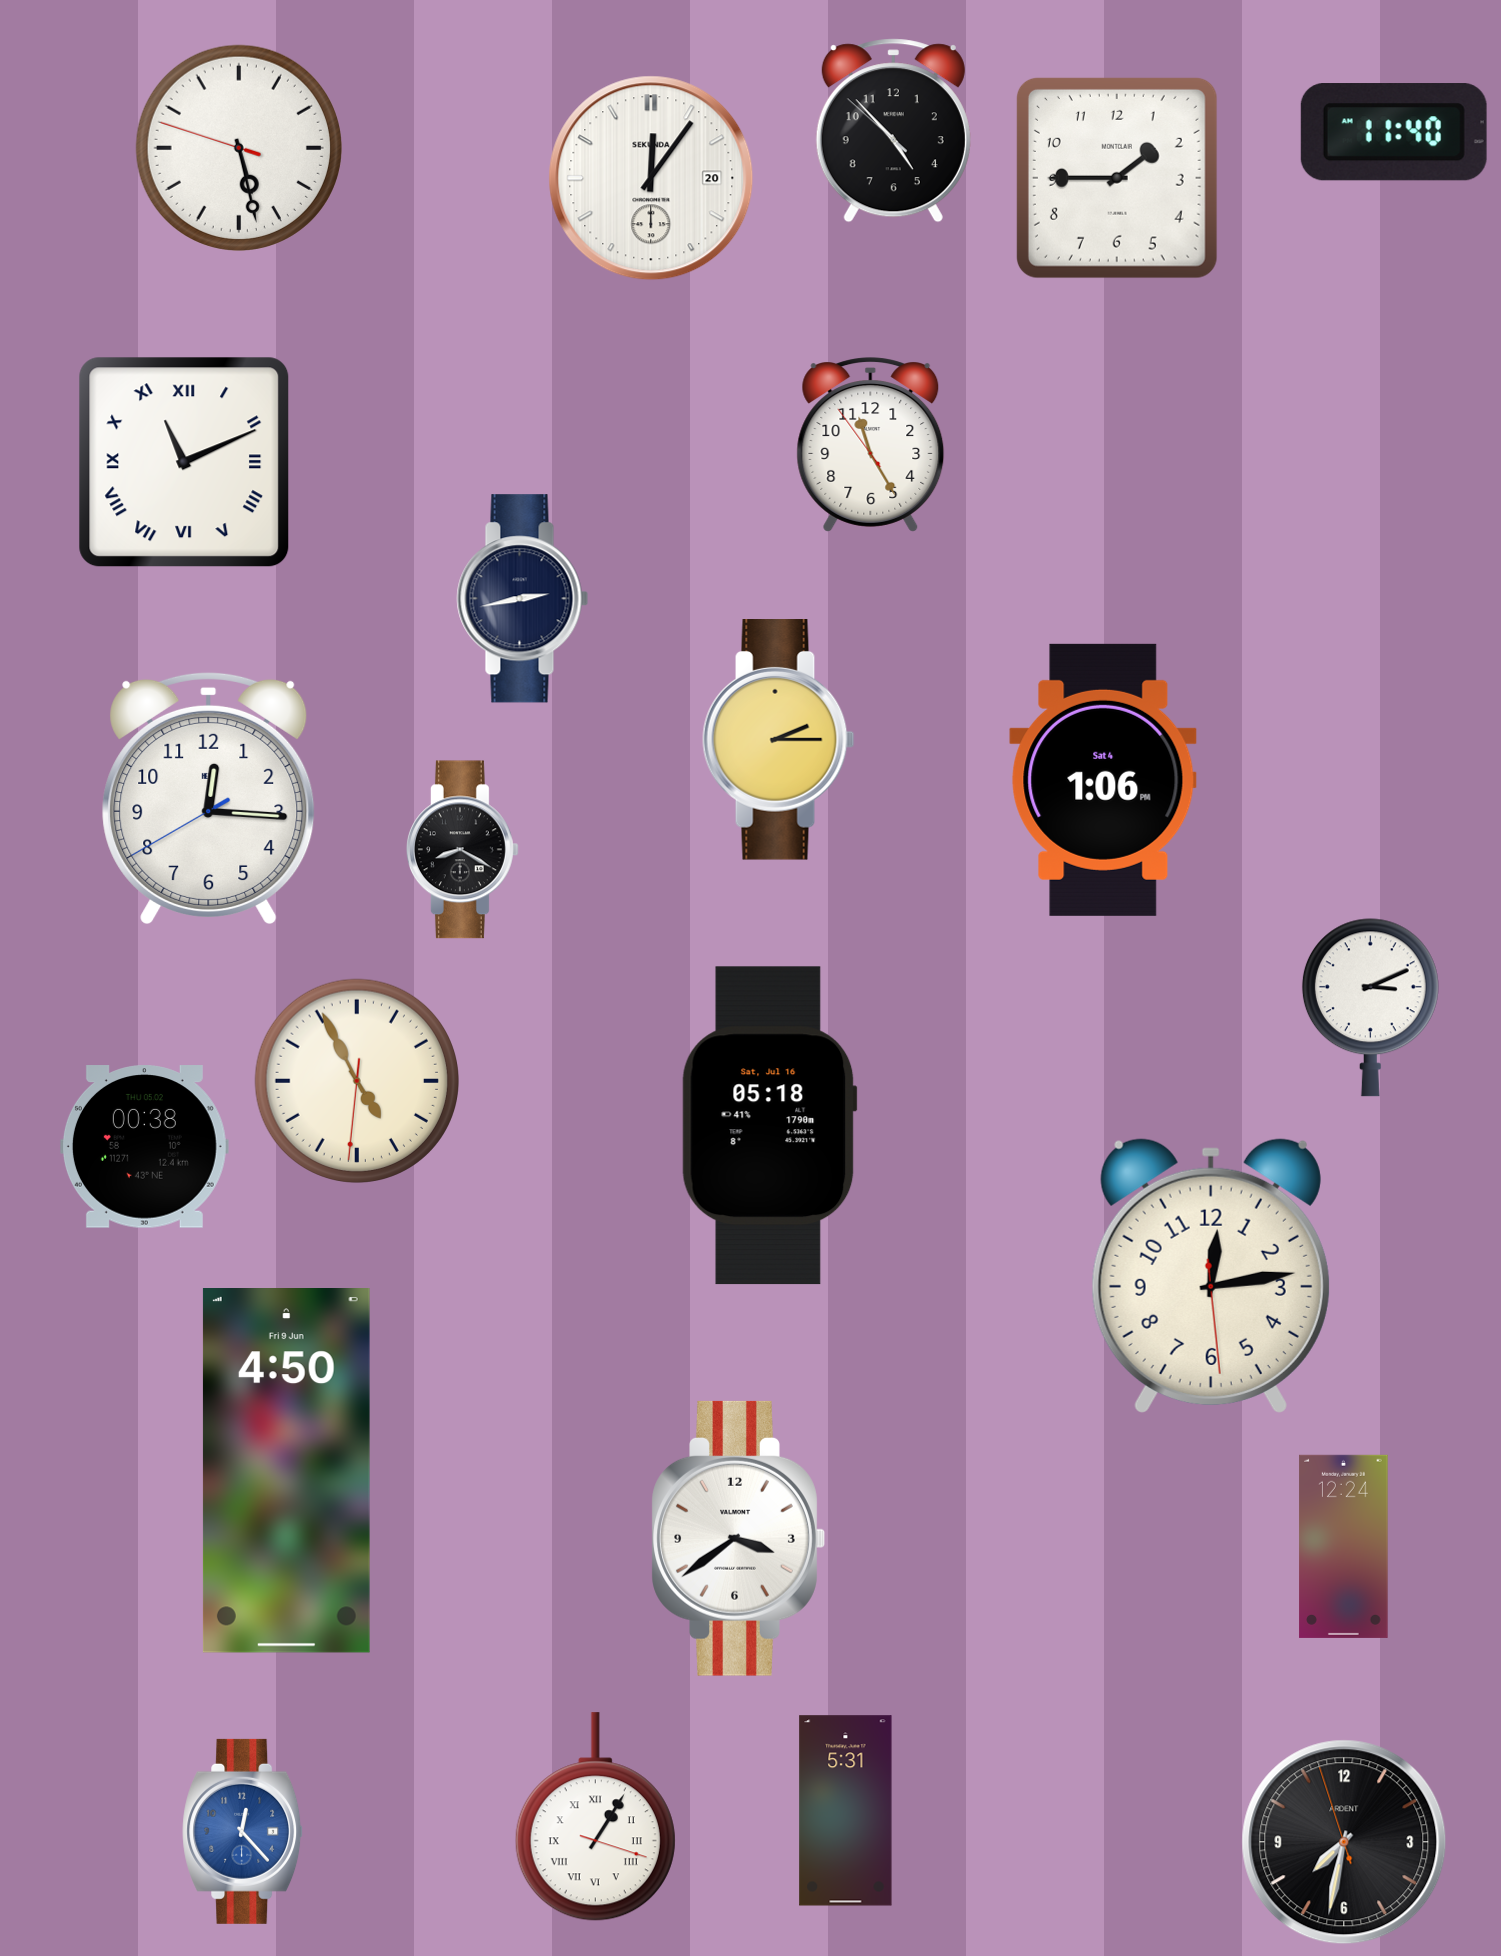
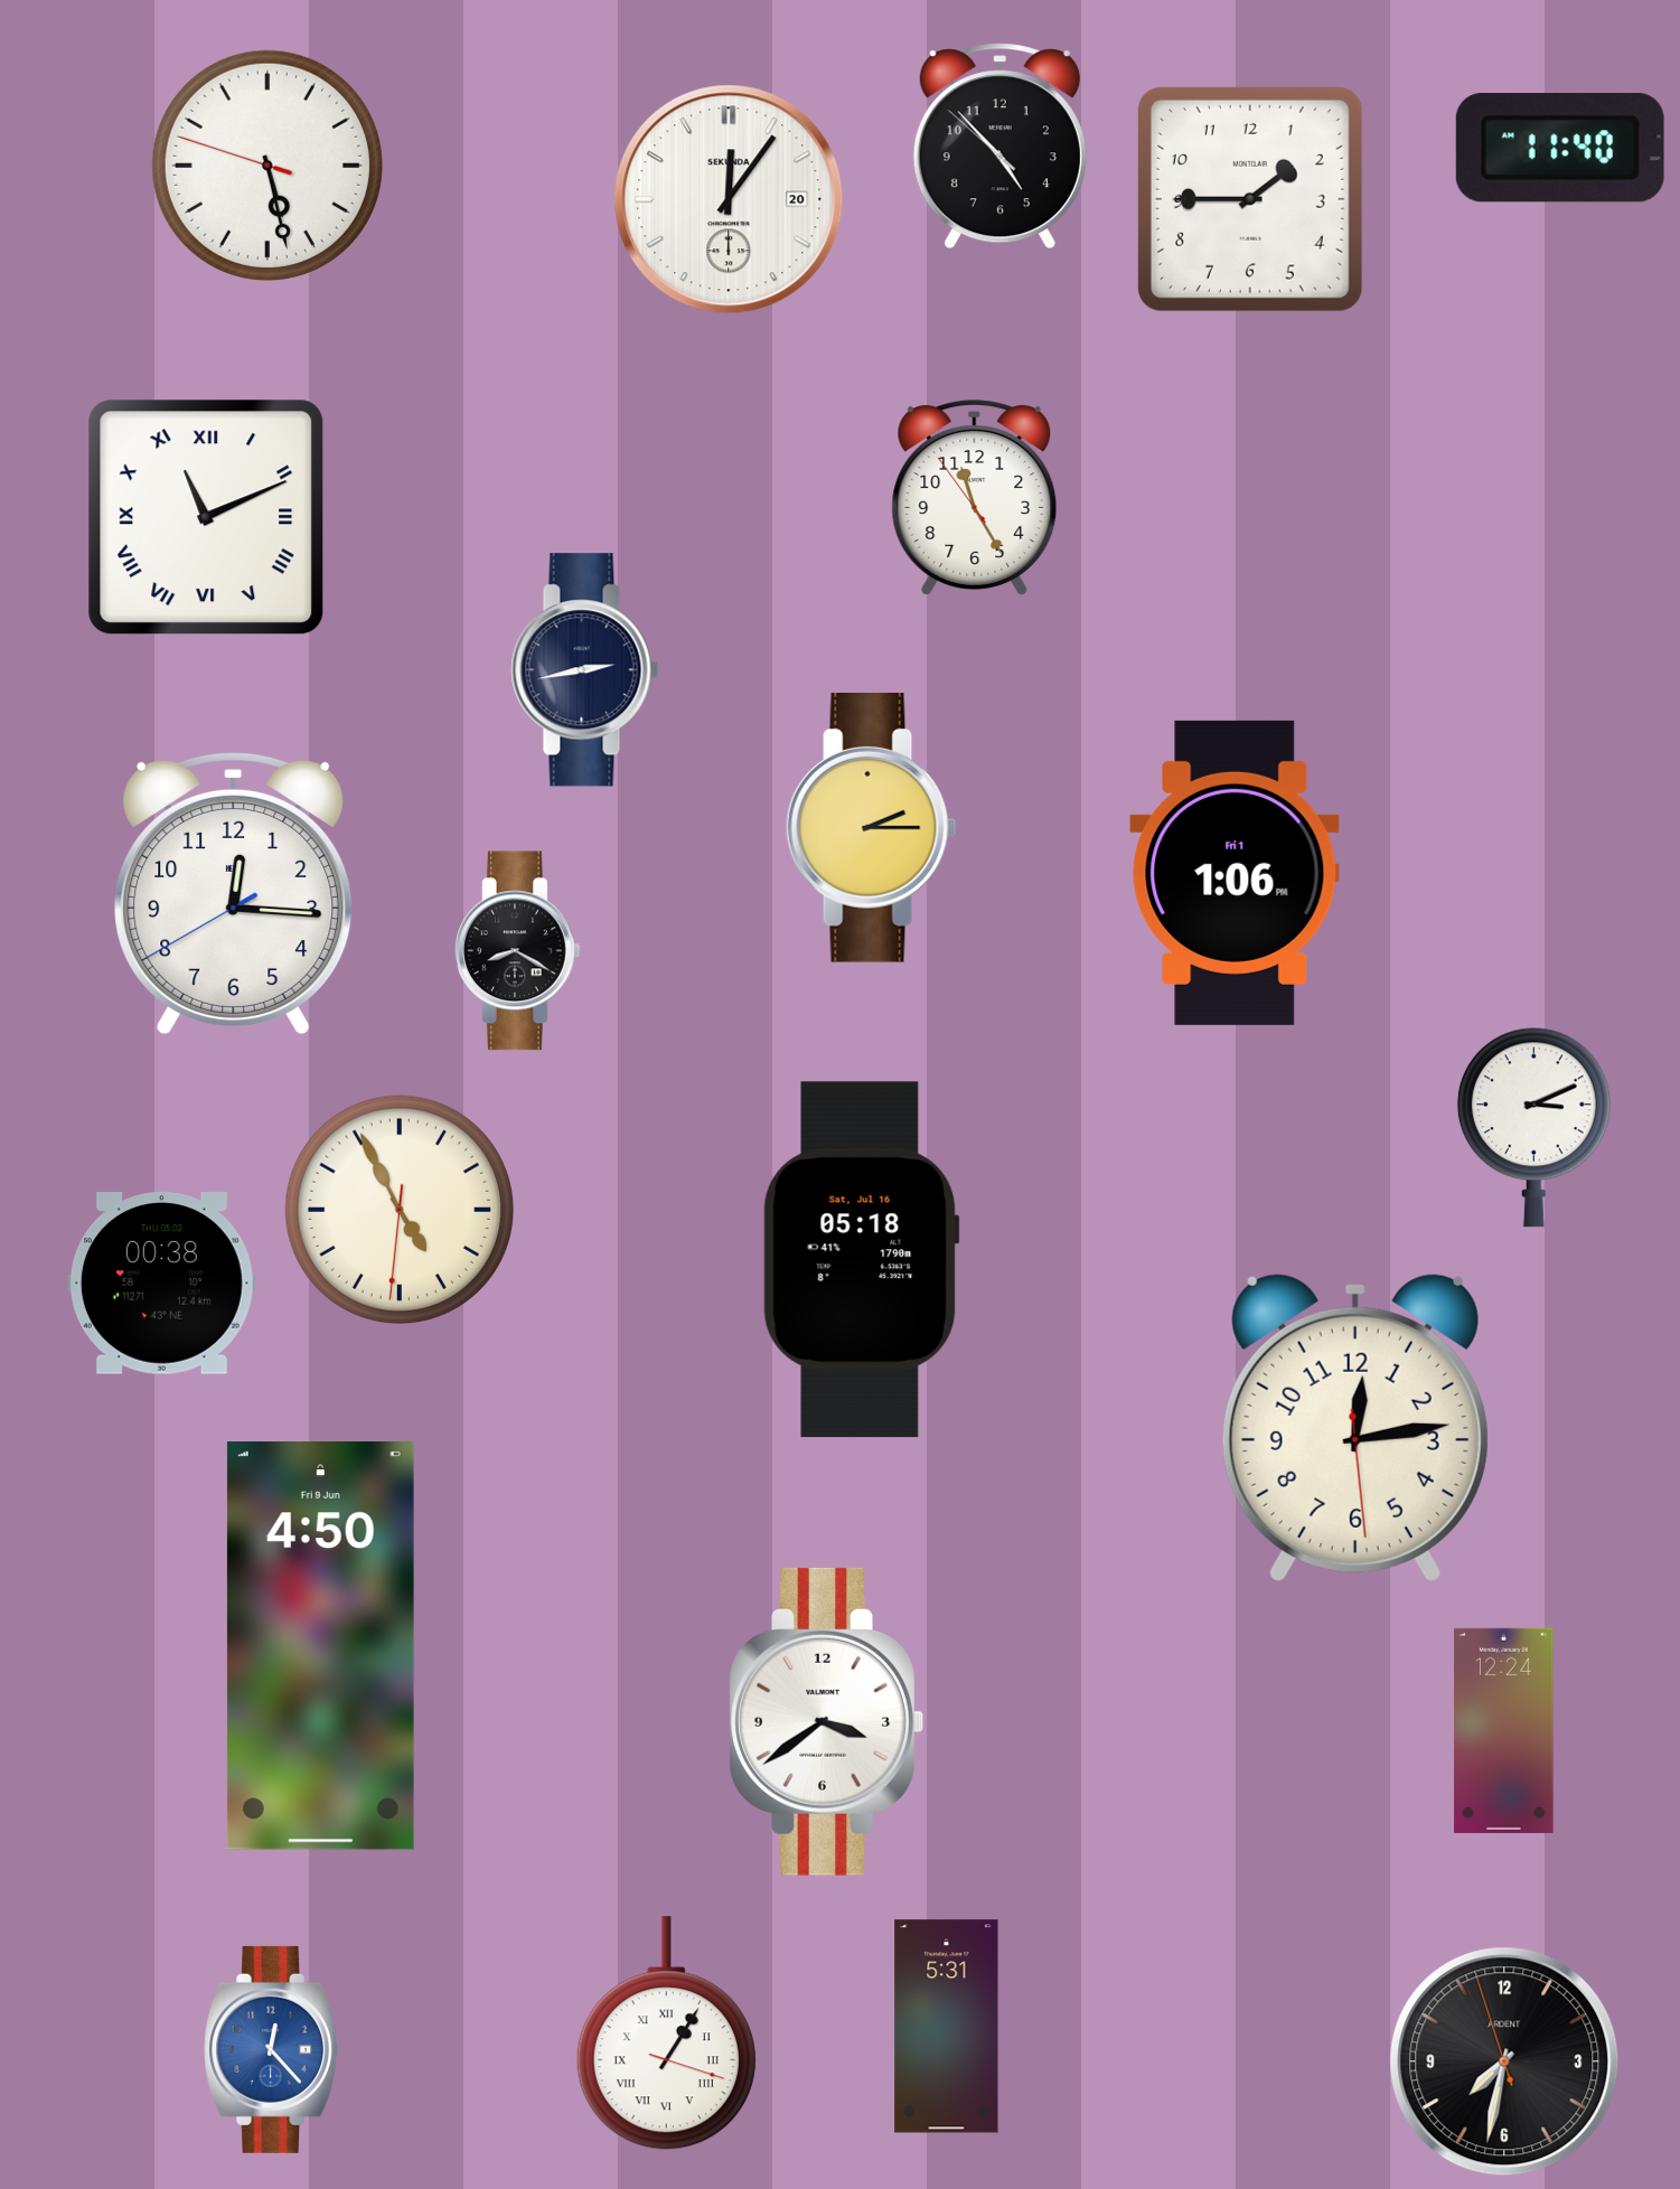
clock at (1103, 780) date: Sat 4 -> Fri 1
